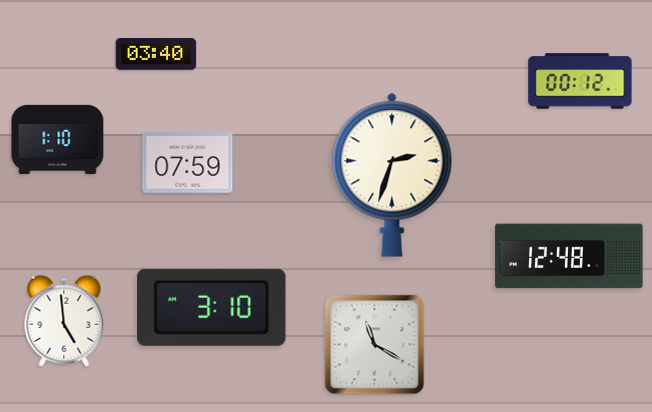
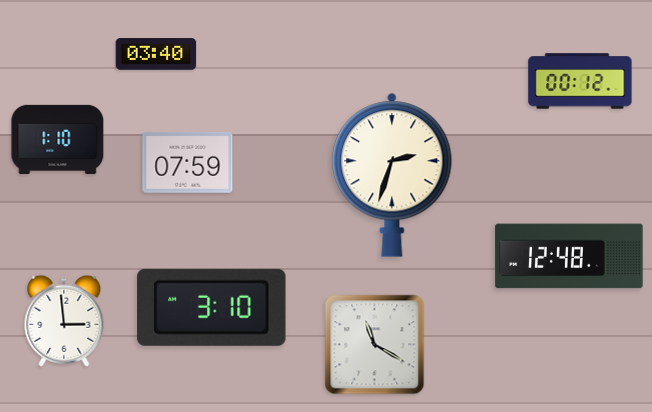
clock at (64, 321): 4:59 -> 2:59
